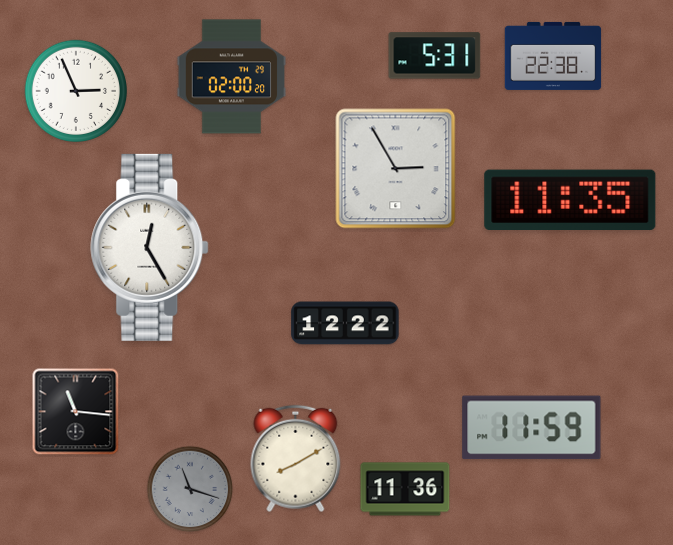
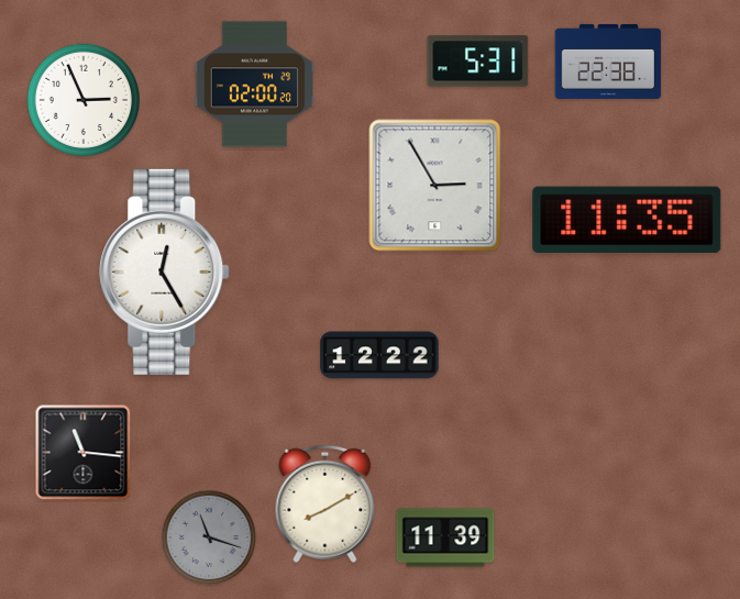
clock at (532, 428): 11:59 -> none
clock at (405, 489): 11:36 -> 11:39
